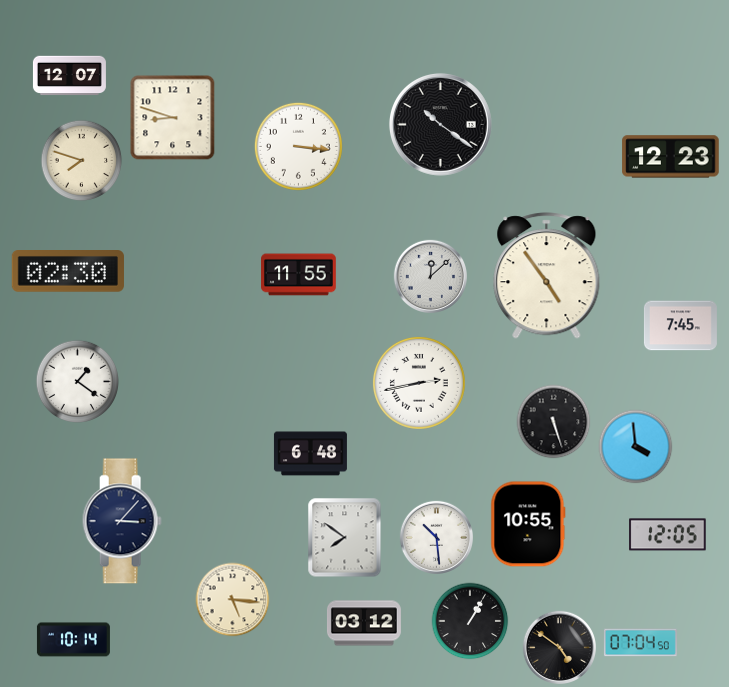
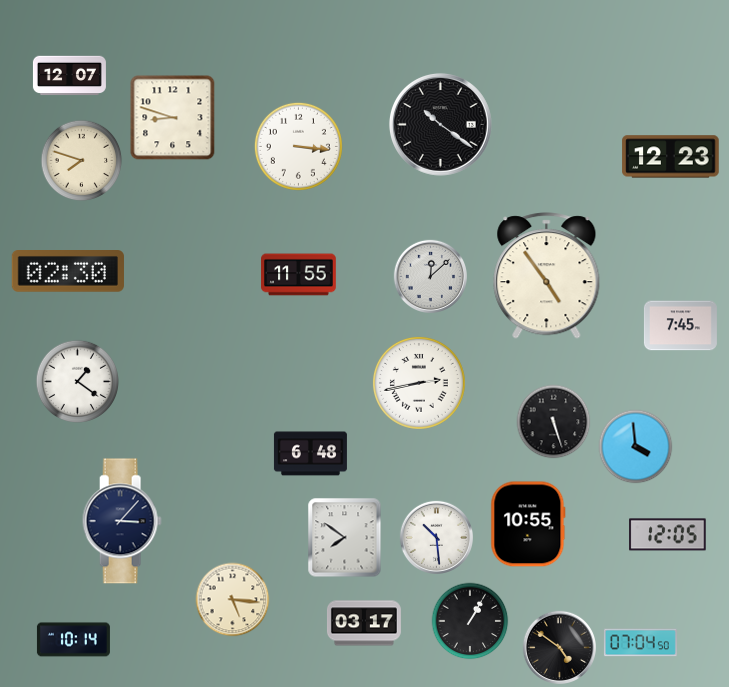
clock at (364, 623): 03:12 -> 03:17
